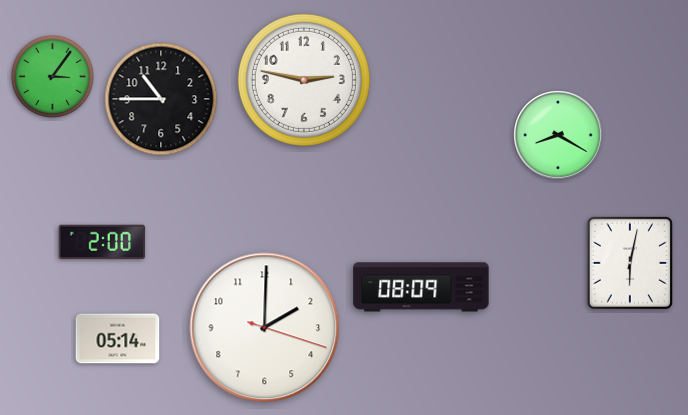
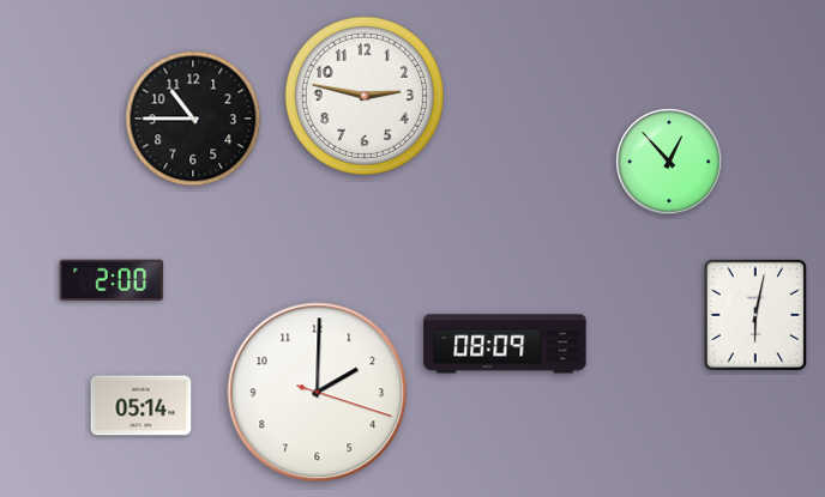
clock at (52, 76): 3:06 -> none
clock at (558, 135): 8:20 -> 12:53
clock at (102, 242) position: (102, 242) -> (112, 280)
